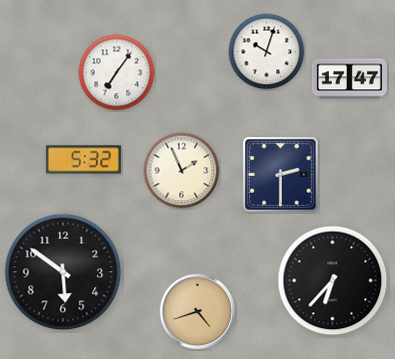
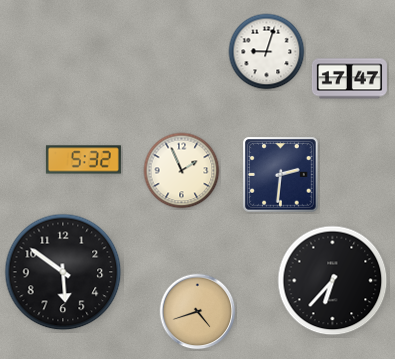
clock at (267, 52): 10:03 -> 9:03
clock at (117, 73): 7:06 -> none
clock at (281, 175): 2:30 -> 2:31
